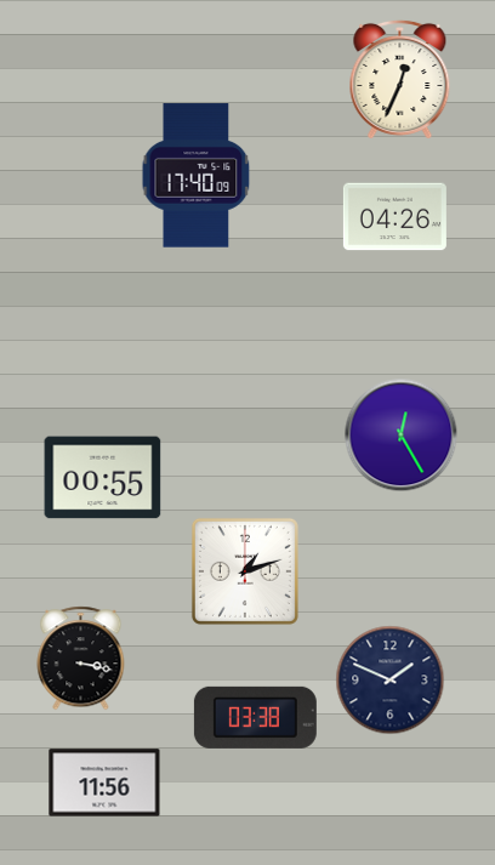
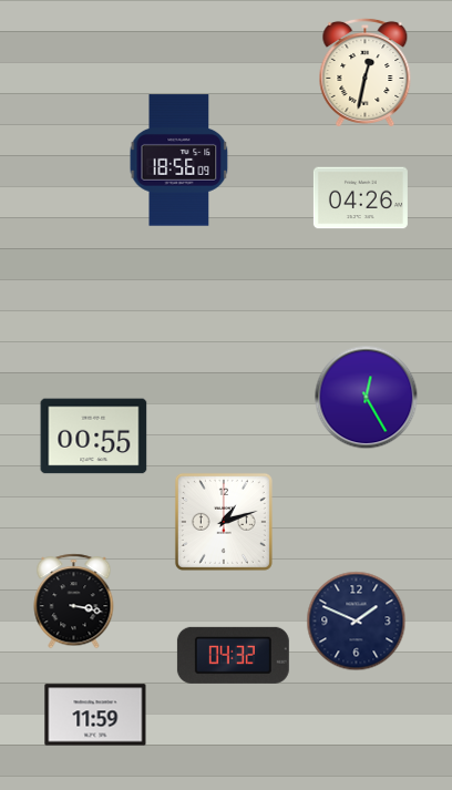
clock at (400, 79): 12:34 -> 12:32
clock at (197, 176): 17:40 -> 18:56
clock at (255, 717): 03:38 -> 04:32
clock at (104, 783): 11:56 -> 11:59
